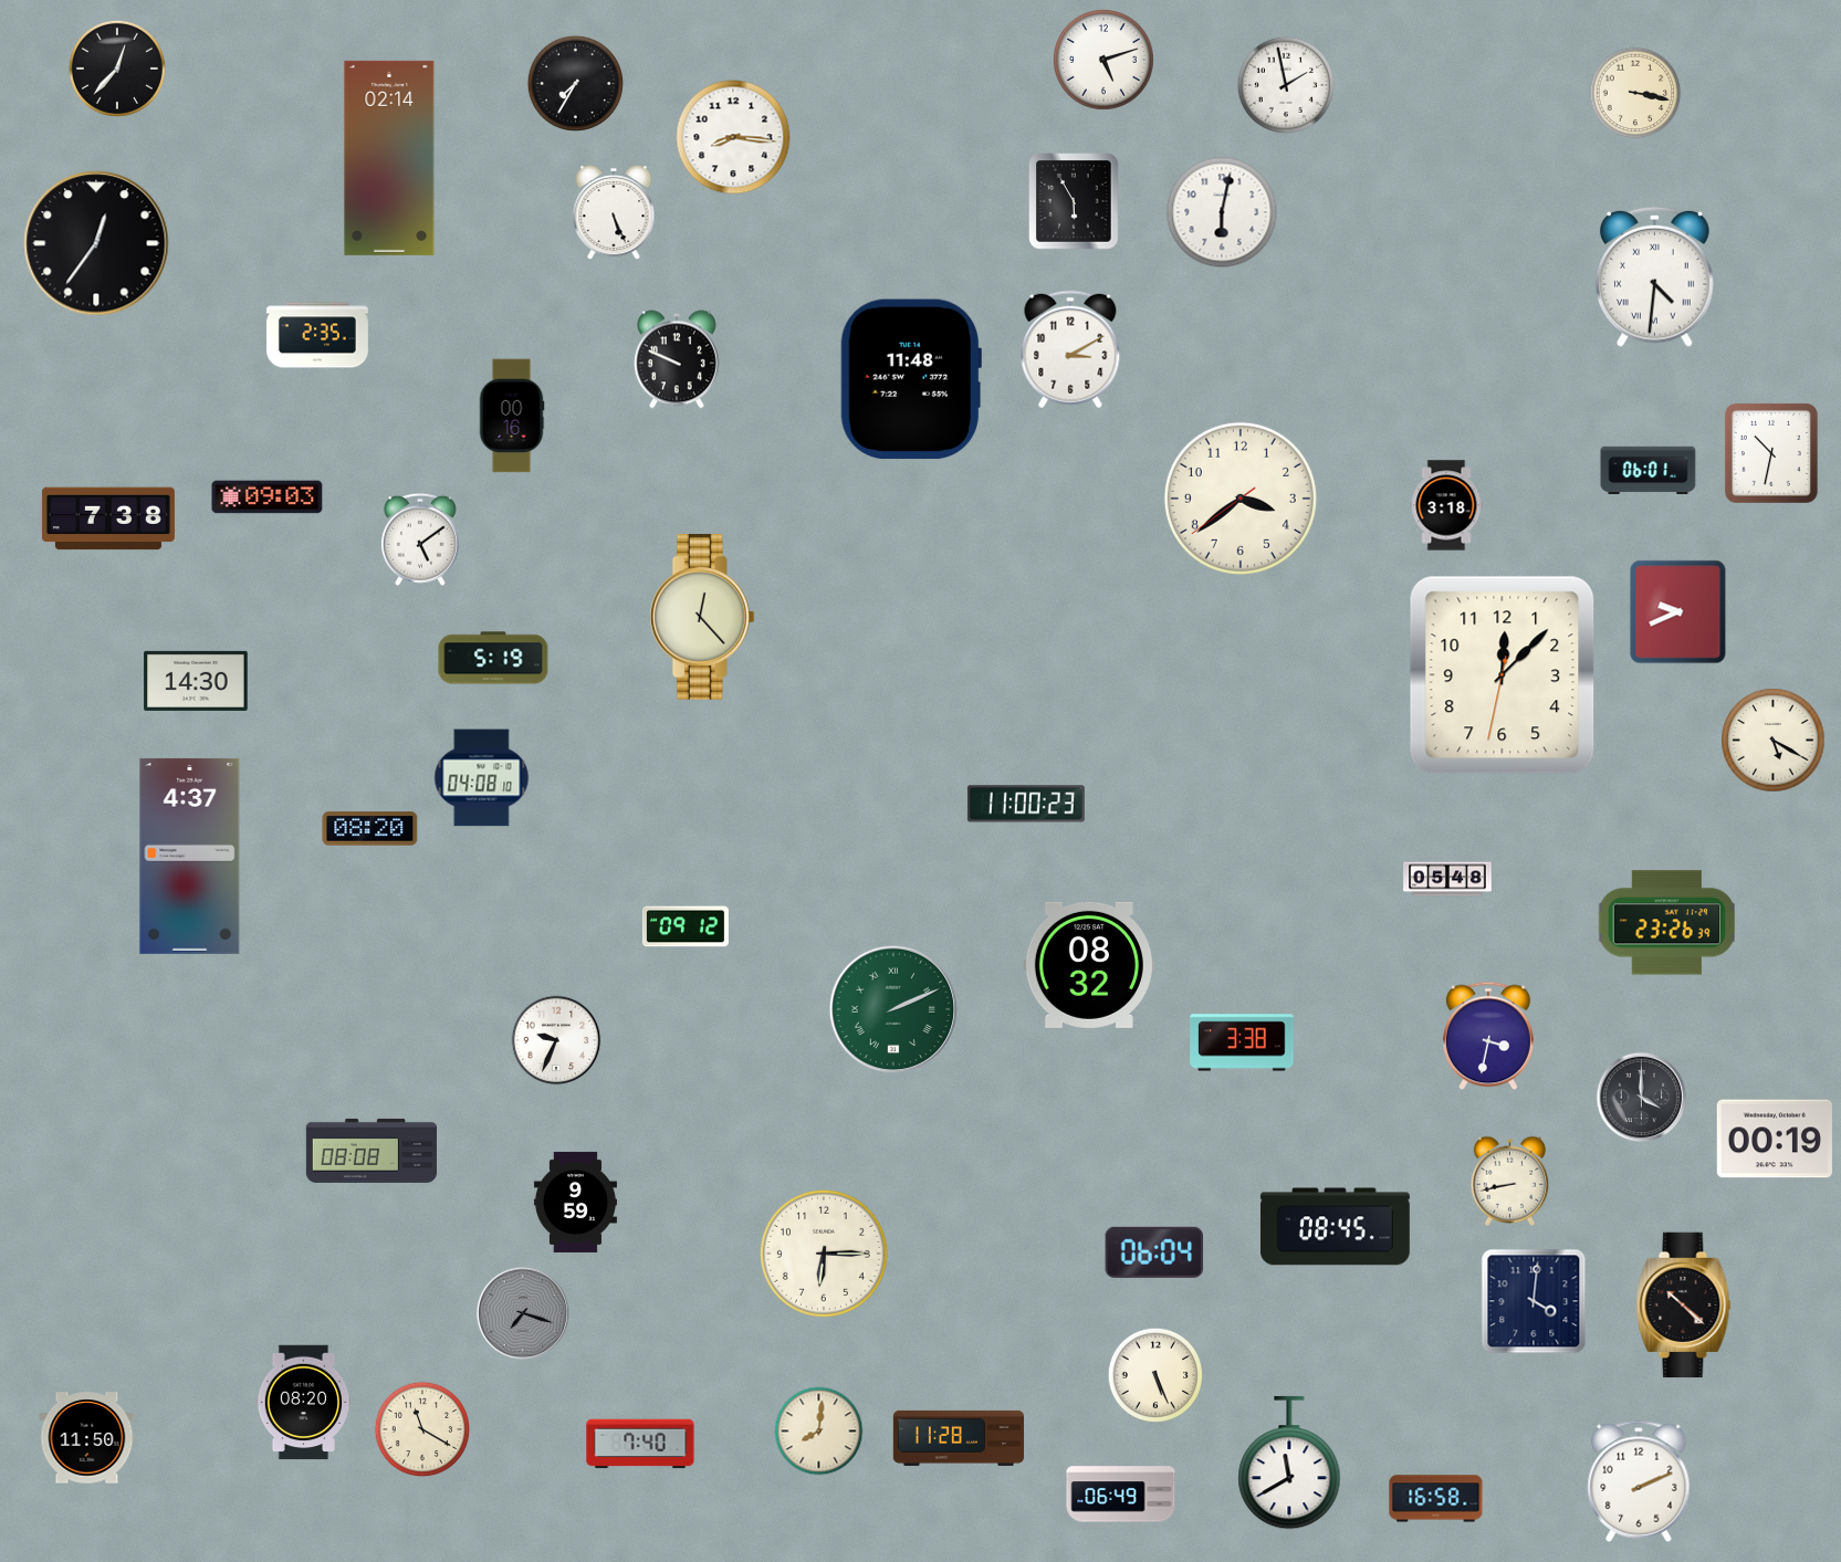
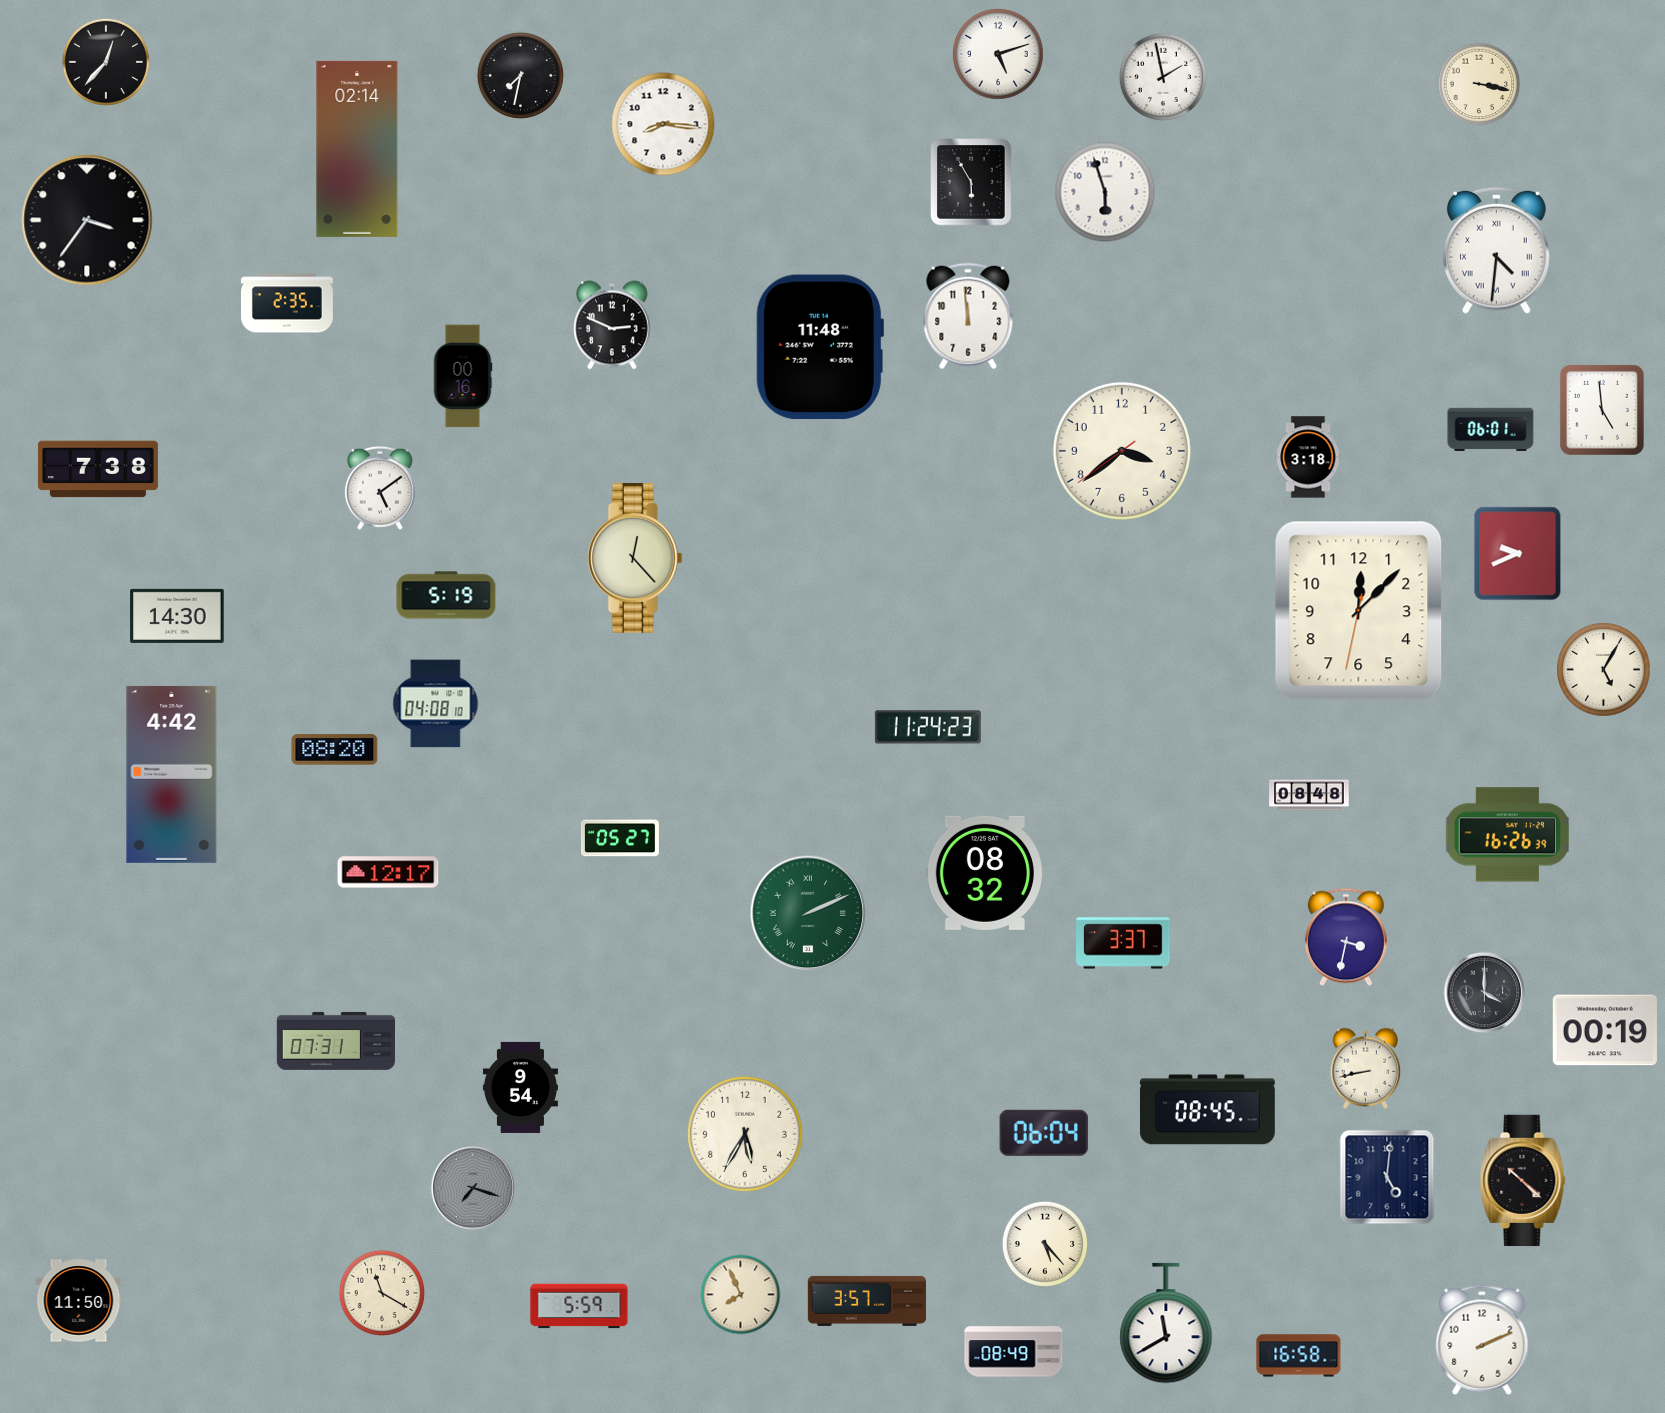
clock at (575, 83): 7:35 -> 7:32
clock at (389, 158) position: (389, 158) -> (357, 149)
clock at (614, 212): 5:26 -> none
clock at (1222, 212): 6:02 -> 5:57
clock at (96, 243): 12:36 -> 3:36
clock at (1070, 349): 3:10 -> 11:59
clock at (677, 359): 9:49 -> 2:49
clock at (911, 379) position: (911, 379) -> (820, 347)
clock at (1771, 453): 10:32 -> 4:59
clock at (1649, 470) position: (1649, 470) -> (1491, 429)
clock at (268, 497): 09:03 -> none
clock at (1774, 741): 5:20 -> 5:05
clock at (1026, 804): 11:00 -> 11:24
clock at (190, 856): 4:37 -> 4:42
clock at (1447, 879): 05:48 -> 08:48
clock at (1666, 923): 23:26 -> 16:26
clock at (686, 926): 09:12 -> 05:27
clock at (388, 872): none -> 12:17
clock at (556, 1040): 9:34 -> none
clock at (1242, 1042): 3:38 -> 3:37
clock at (370, 1151): 08:08 -> 07:31
clock at (575, 1202): 9:59 -> 9:54
clock at (824, 1254): 6:15 -> 5:35
clock at (1534, 1301): 4:01 -> 5:01
clock at (1154, 1374): 5:26 -> 5:23
clock at (304, 1403): 08:20 -> none
clock at (819, 1432): 8:01 -> 7:56
clock at (958, 1438): 11:28 -> 3:57
clock at (640, 1444): 7:40 -> 5:59
clock at (1121, 1495): 06:49 -> 08:49
